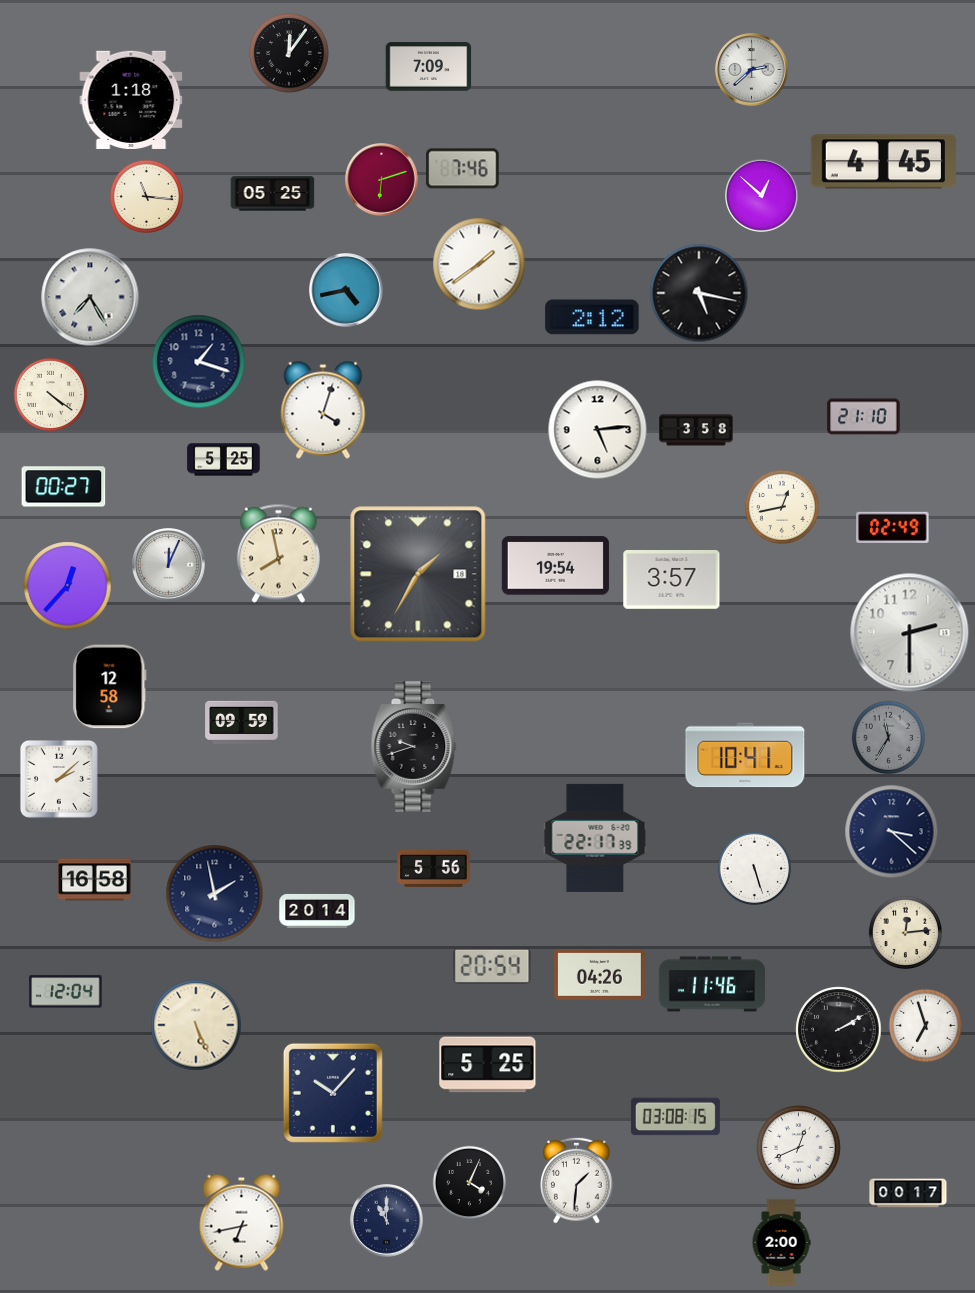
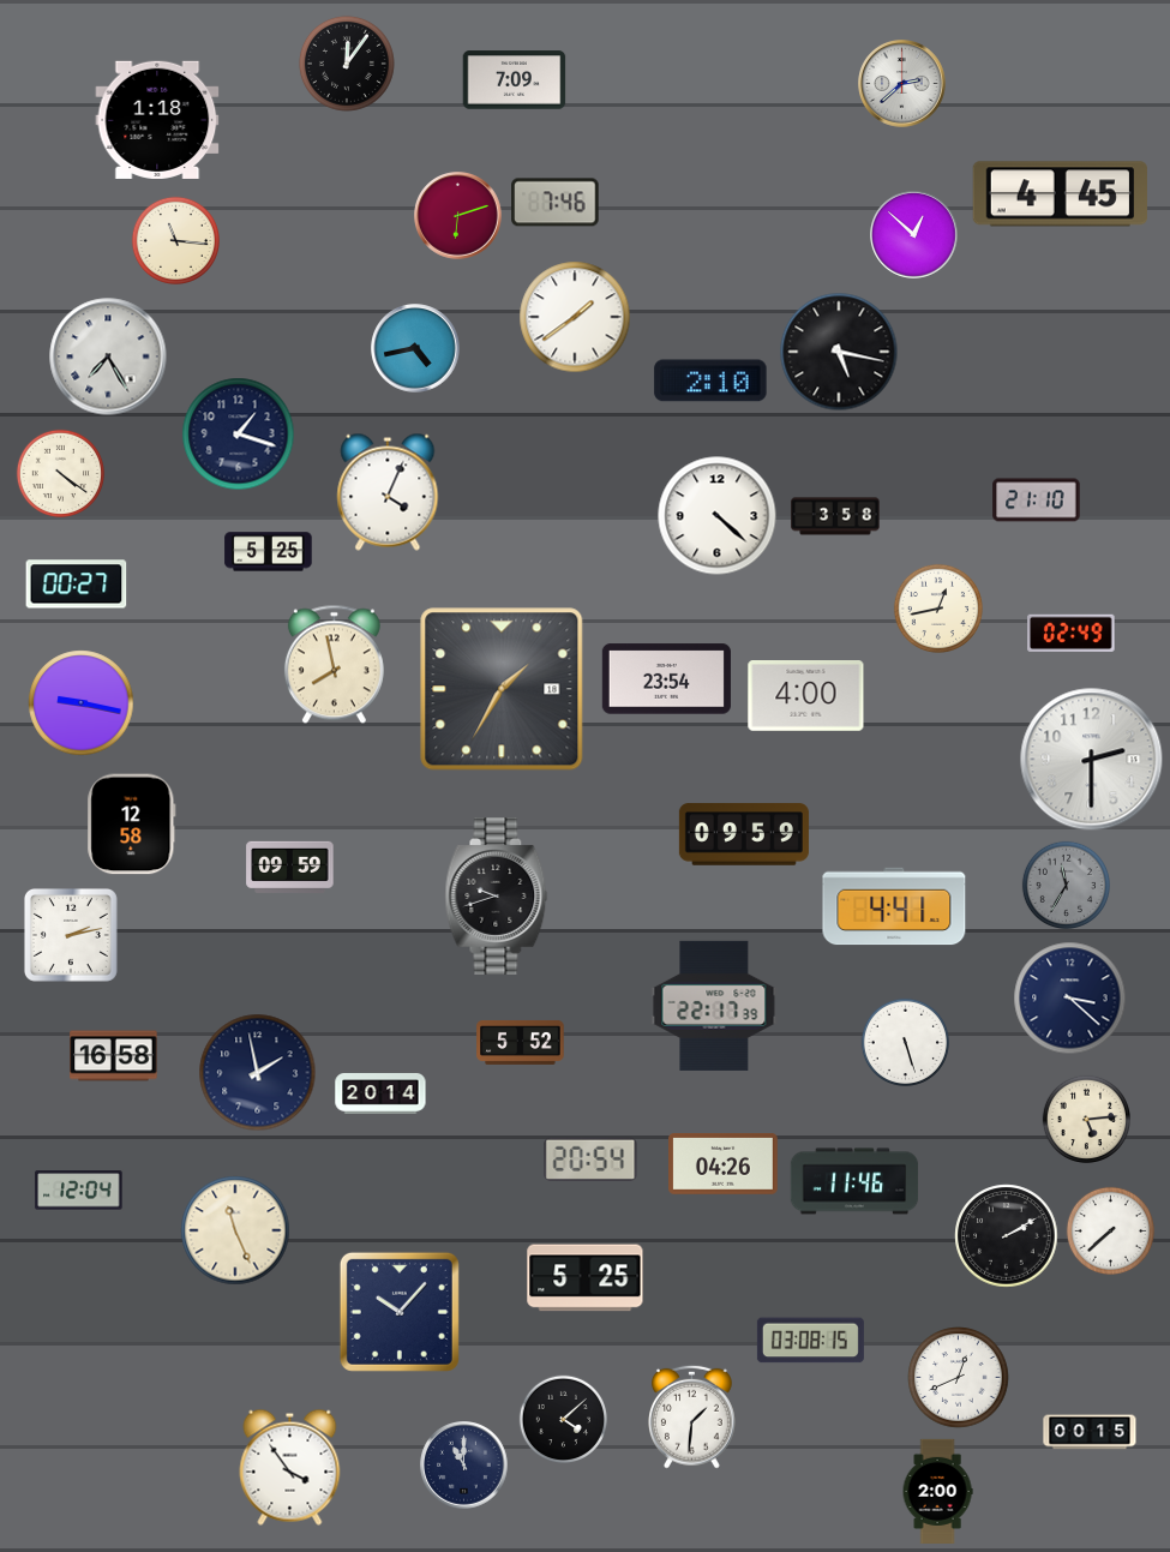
clock at (273, 194): 05:25 -> none
clock at (146, 196) position: (146, 196) -> (175, 240)
clock at (592, 317): 2:12 -> 2:10
clock at (323, 410): 4:03 -> 4:04
clock at (598, 430): 5:14 -> 4:22
clock at (169, 565): 12:04 -> none
clock at (555, 566): 19:54 -> 23:54
clock at (672, 580): 3:57 -> 4:00
clock at (68, 586): 12:37 -> 9:17
clock at (744, 834): none -> 09:59
clock at (745, 755): 10:41 -> 4:41
clock at (59, 779): 2:08 -> 2:13
clock at (434, 868): 5:56 -> 5:52
clock at (905, 932): 12:14 -> 5:14
clock at (600, 975) position: (600, 975) -> (724, 1164)
clock at (196, 1025): 5:26 -> 11:26
clock at (925, 1025): 6:57 -> 7:38
clock at (469, 1182): 4:04 -> 4:08
clock at (908, 1193): 00:17 -> 00:15
clock at (242, 1222): 6:43 -> 3:54
